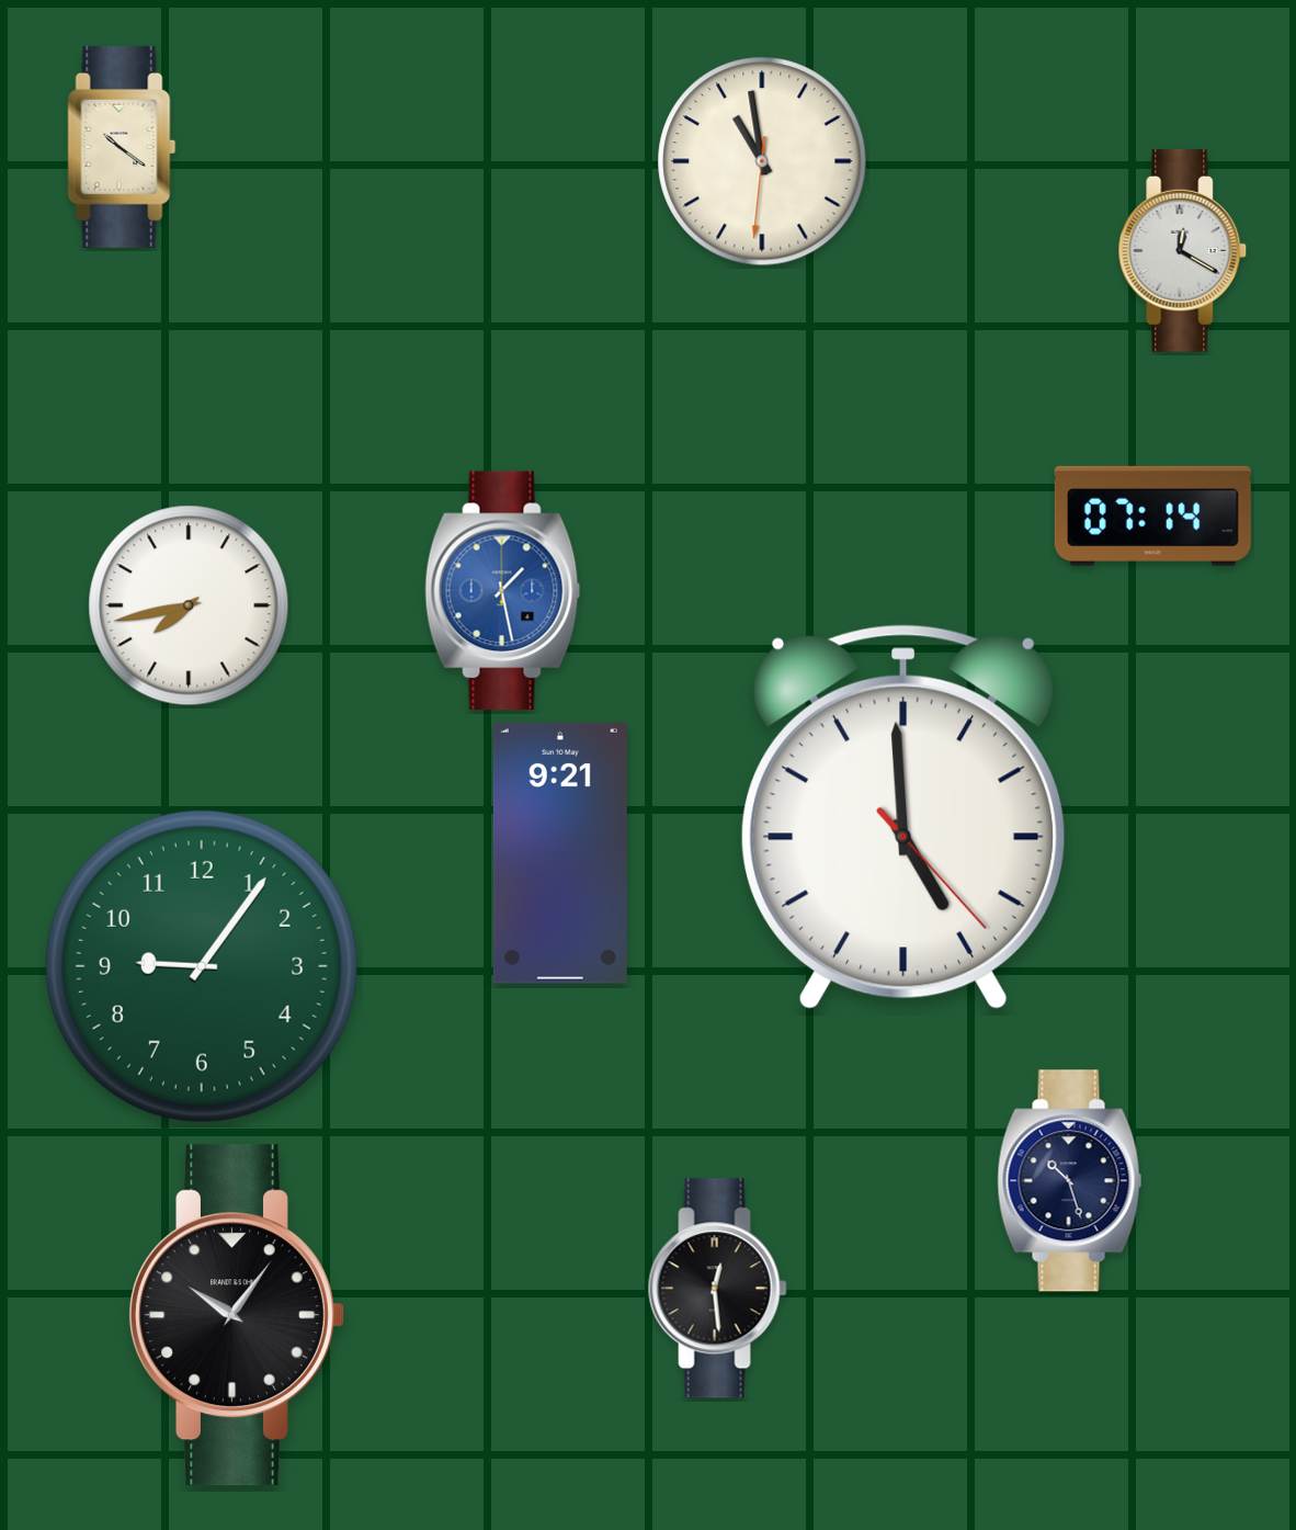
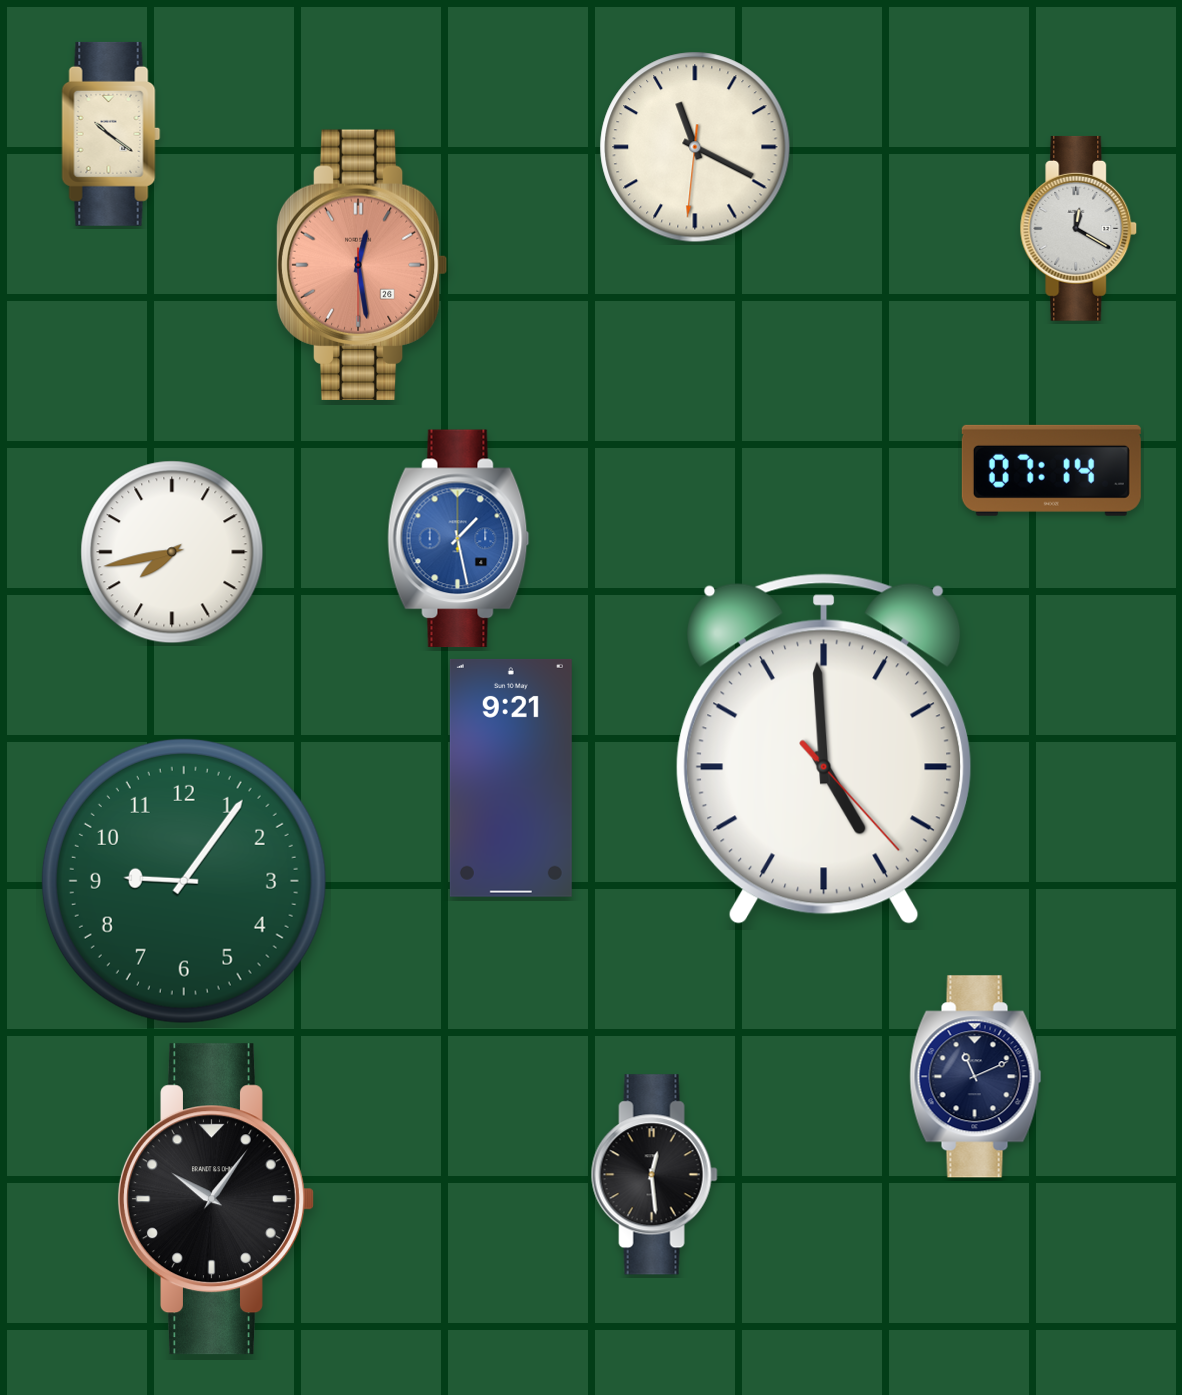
clock at (762, 161): 10:58 -> 11:19
clock at (362, 265): none -> 12:28
clock at (903, 817) position: (903, 817) -> (824, 749)
clock at (1070, 1181): 10:27 -> 11:11
